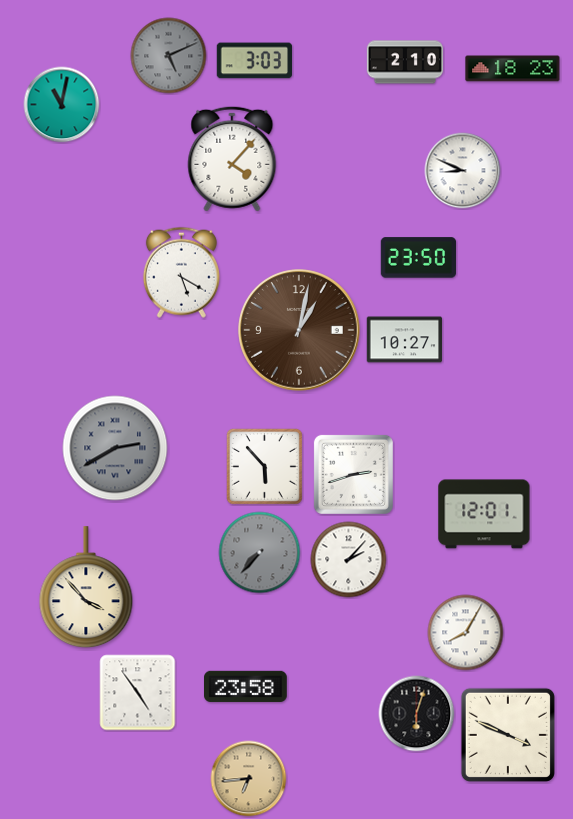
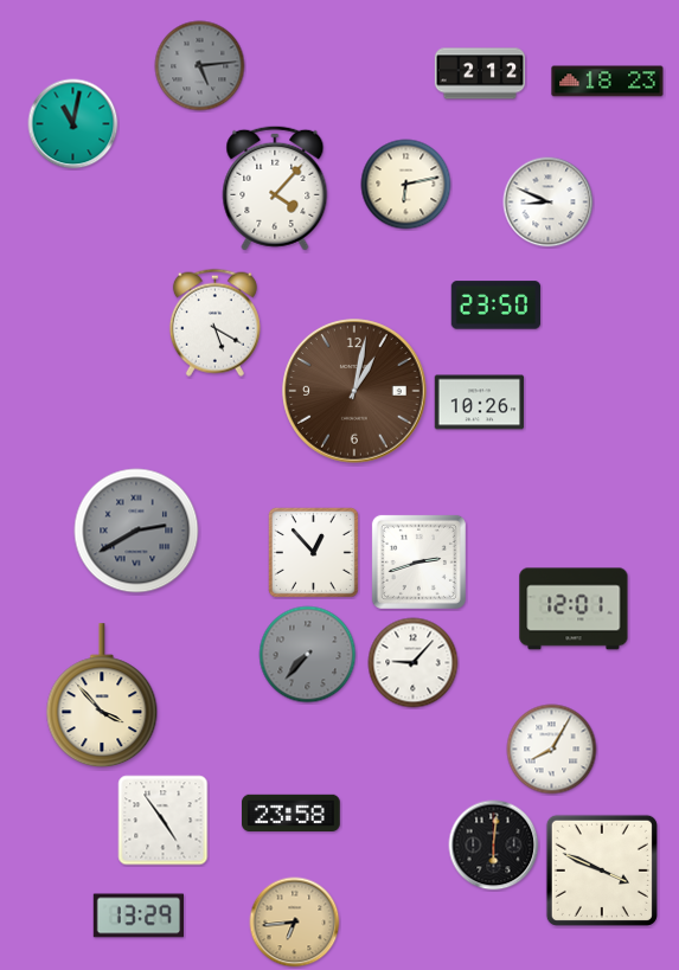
clock at (169, 56): 5:11 -> 5:14
clock at (255, 61): 3:03 -> none
clock at (405, 62): 2:10 -> 2:12
clock at (406, 185): none -> 6:13
clock at (405, 340): 10:27 -> 10:26
clock at (264, 466): 5:53 -> 12:53
clock at (349, 560): 2:07 -> 9:07
clock at (417, 714): 6:03 -> 6:01
clock at (137, 916): none -> 13:29
